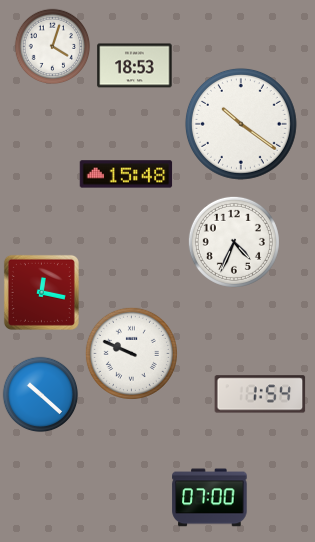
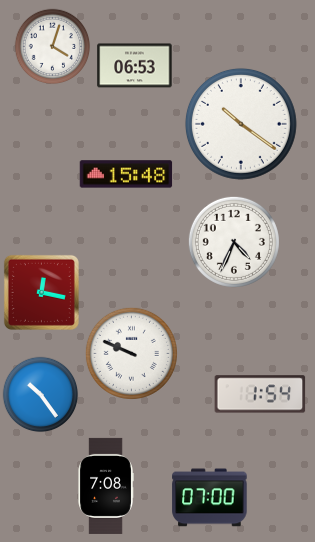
clock at (135, 66): 18:53 -> 06:53
clock at (41, 395): 10:22 -> 10:24
clock at (106, 486): none -> 7:08
